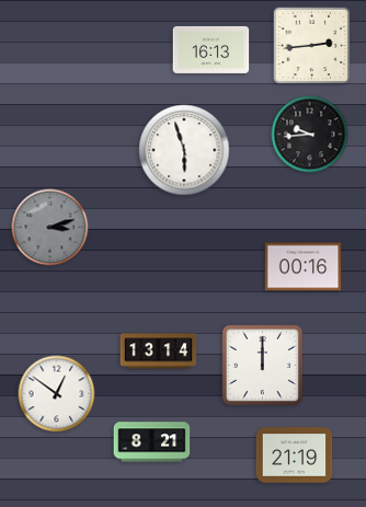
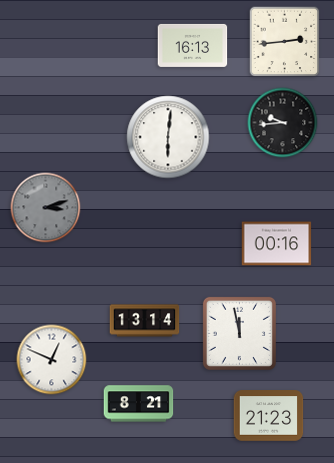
clock at (184, 150): 5:57 -> 6:01
clock at (262, 365): 12:00 -> 11:58
clock at (57, 394): 12:51 -> 12:49
clock at (295, 456): 21:19 -> 21:23
